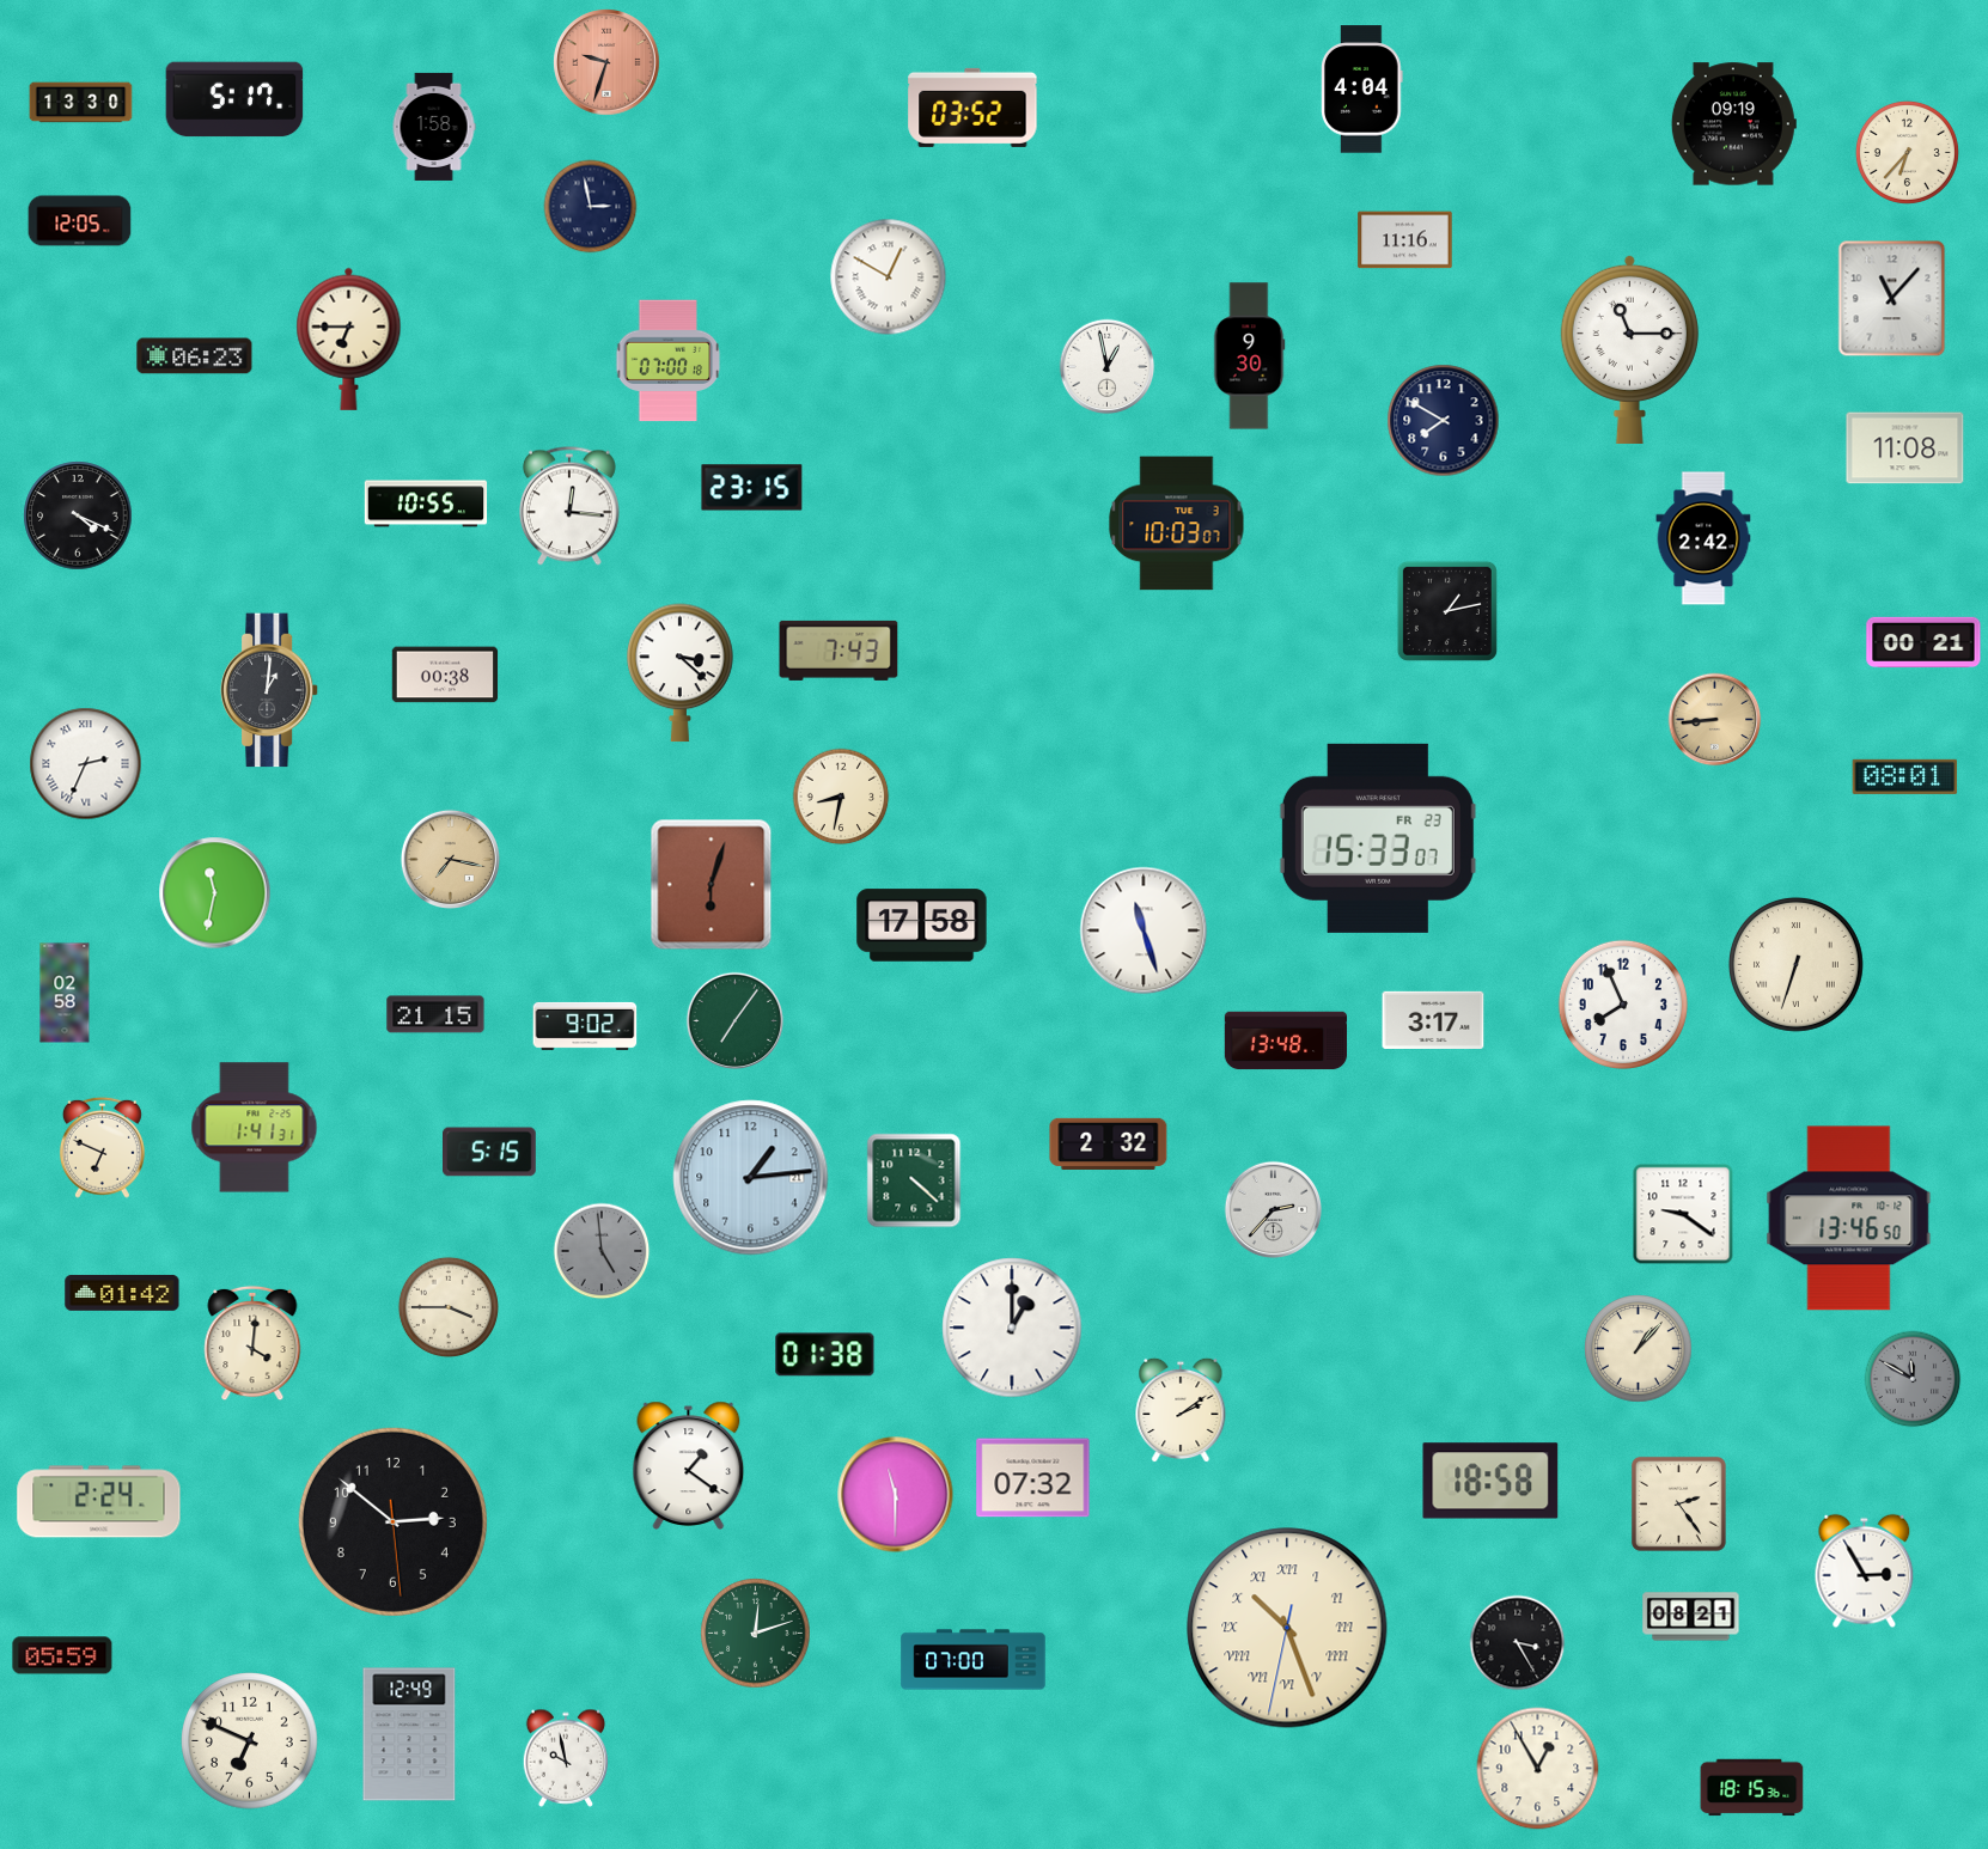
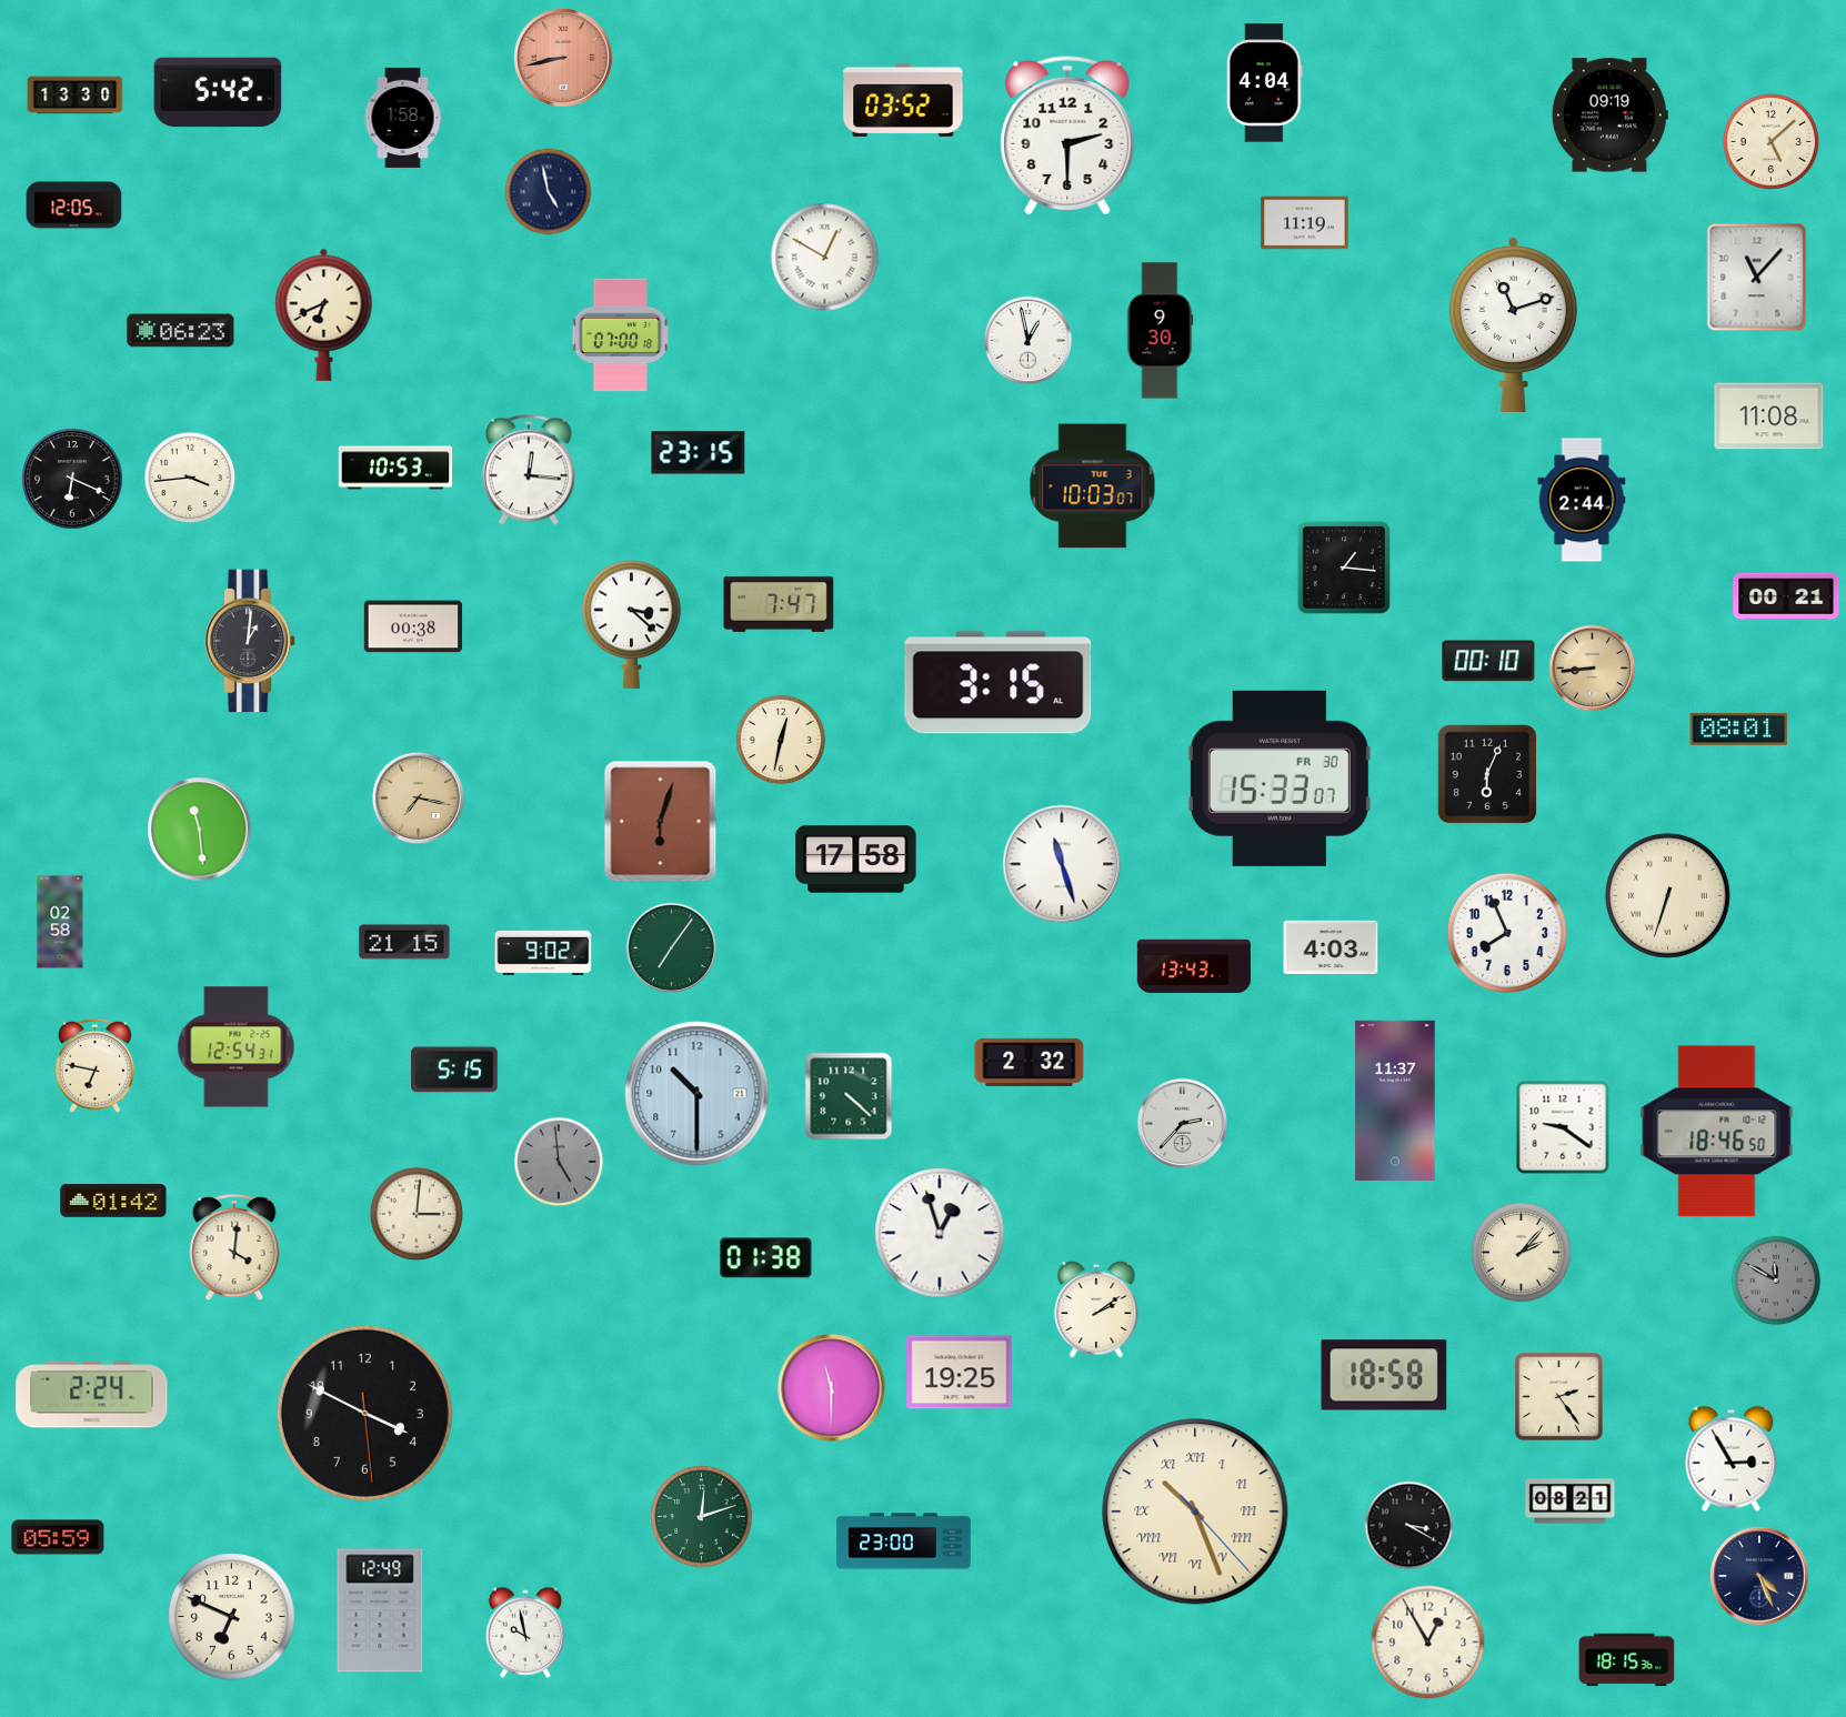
clock at (606, 62): 9:33 -> 8:43
clock at (234, 99): 5:17 -> 5:42
clock at (1067, 135): none -> 2:30
clock at (1907, 152): 6:37 -> 5:08
clock at (591, 207): 2:58 -> 4:58
clock at (1405, 240): 11:16 -> 11:19
clock at (349, 338): 6:45 -> 6:41
clock at (1629, 348): 11:15 -> 11:12
clock at (1444, 421): 7:50 -> none
clock at (426, 504): 10:55 -> 10:53
clock at (190, 478): none -> 3:44
clock at (78, 515): 4:19 -> 6:19
clock at (1703, 538): 2:42 -> 2:44
clock at (1447, 611): 1:13 -> 1:16
clock at (839, 651): 7:43 -> 7:47
clock at (1488, 661): none -> 00:10
clock at (999, 683): none -> 3:15
clock at (86, 764): 2:34 -> none
clock at (1905, 776) position: (1905, 776) -> (1739, 729)
clock at (841, 797): 8:32 -> 12:32
clock at (1487, 774): none -> 6:04
clock at (1378, 838) date: FR 23 -> FR 30
clock at (215, 893): 11:32 -> 11:29
clock at (734, 1020) position: (734, 1020) -> (671, 947)
clock at (1433, 1020): 3:17 -> 4:03
clock at (1286, 1041): 13:48 -> 13:43
clock at (255, 1128): 1:41 -> 12:54
clock at (102, 1147): 6:49 -> 6:47
clock at (751, 1178): 1:14 -> 10:30
clock at (1395, 1101): none -> 11:37
clock at (1849, 1219): 13:46 -> 18:46
clock at (447, 1306): 3:45 -> 3:01
clock at (1012, 1328): 1:00 -> 12:57
clock at (1639, 1349): 1:07 -> 2:07
clock at (689, 1465): 1:21 -> none
clock at (1033, 1478): 07:32 -> 19:25
clock at (392, 1521): 2:51 -> 3:49
clock at (1287, 1628): 10:26:32 -> 10:26:23
clock at (1518, 1643): 3:25 -> 3:20
clock at (974, 1660): 07:00 -> 23:00
clock at (1759, 1576): none -> 4:26
